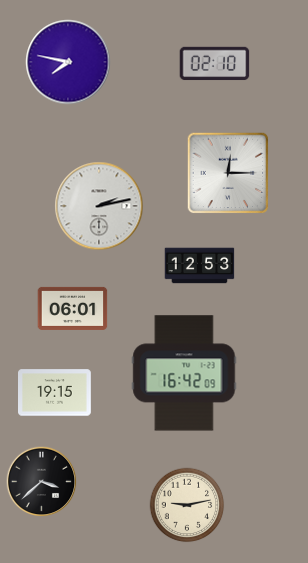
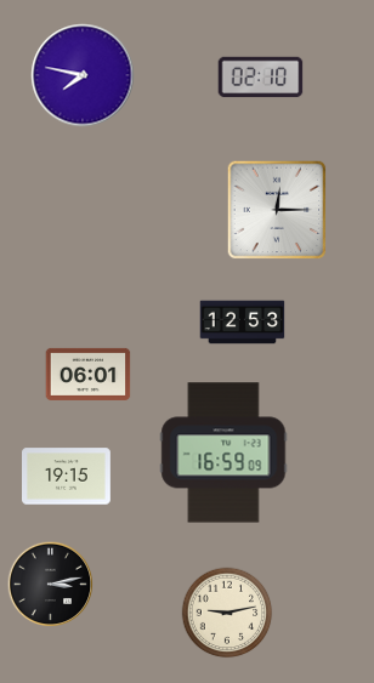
clock at (99, 206): 2:13 -> none
clock at (184, 373): 16:42 -> 16:59
clock at (42, 482): 3:38 -> 3:13
